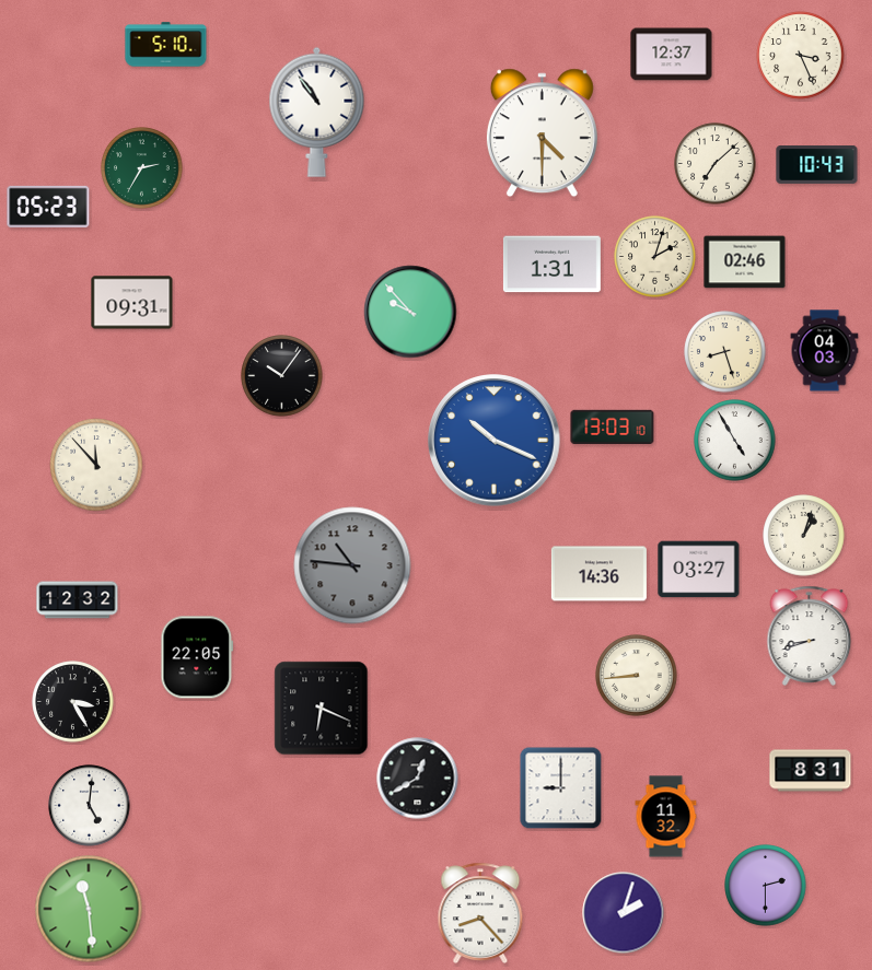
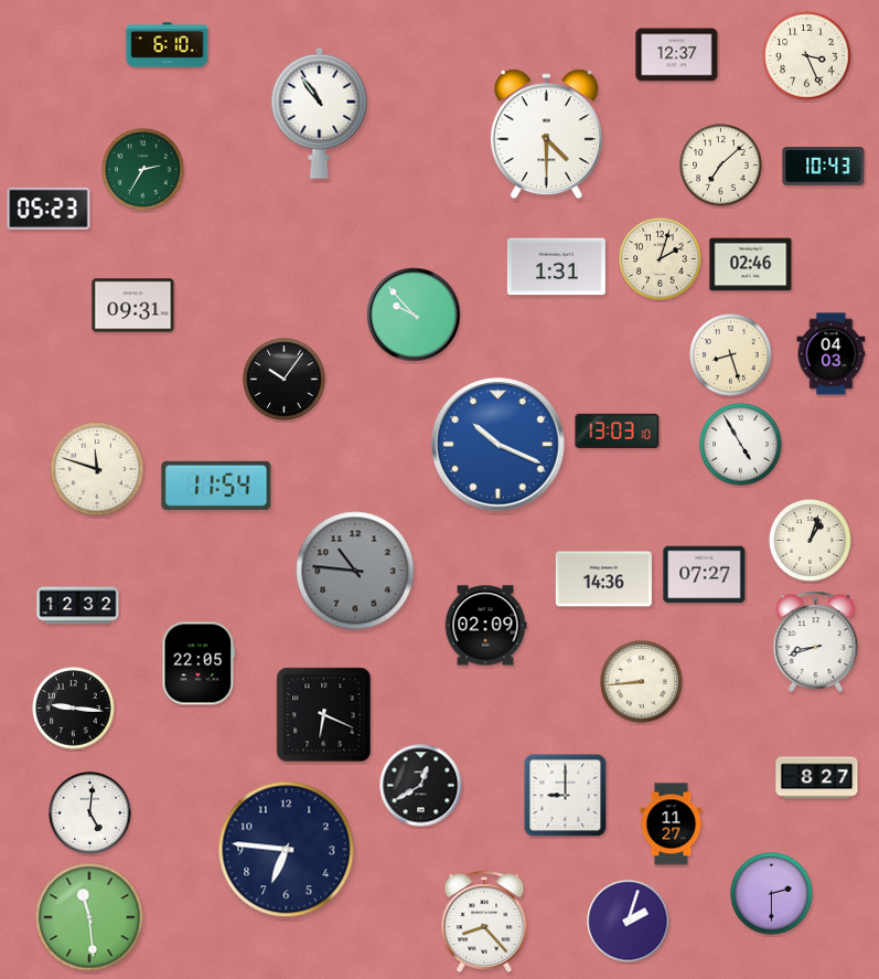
clock at (166, 45): 5:10 -> 6:10
clock at (96, 465): 11:53 -> 11:48
clock at (216, 486): none -> 11:54
clock at (699, 570): 03:27 -> 07:27
clock at (485, 626): none -> 02:09
clock at (73, 702): 3:25 -> 9:16
clock at (811, 771): 8:31 -> 8:27
clock at (666, 817): 11:32 -> 11:27
clock at (287, 850): none -> 6:46
